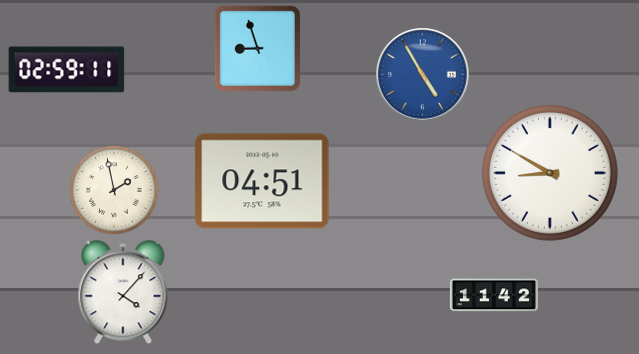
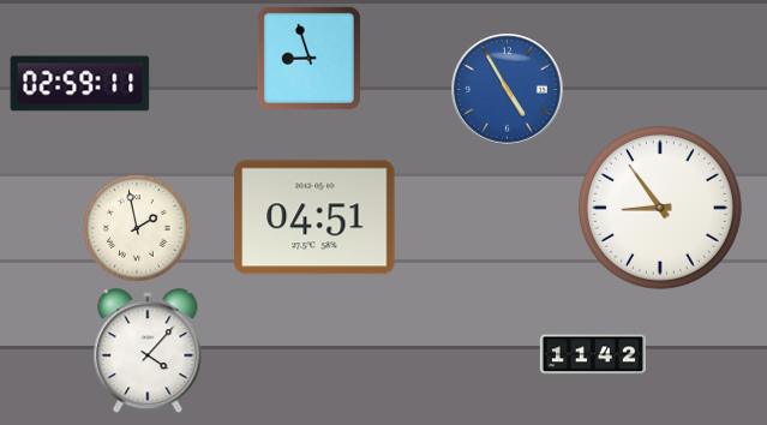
clock at (550, 173): 8:50 -> 8:54
